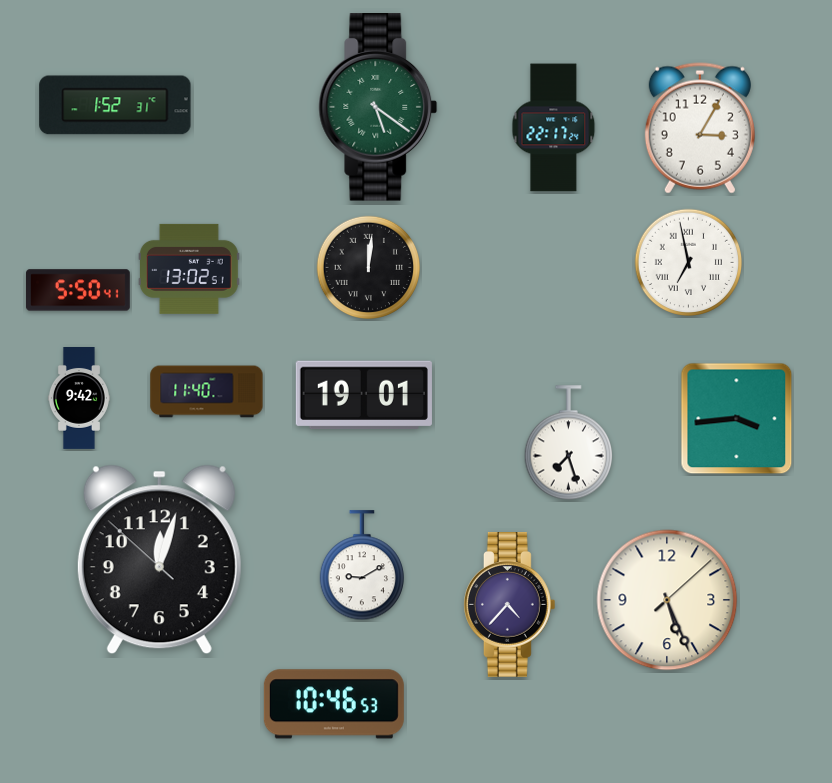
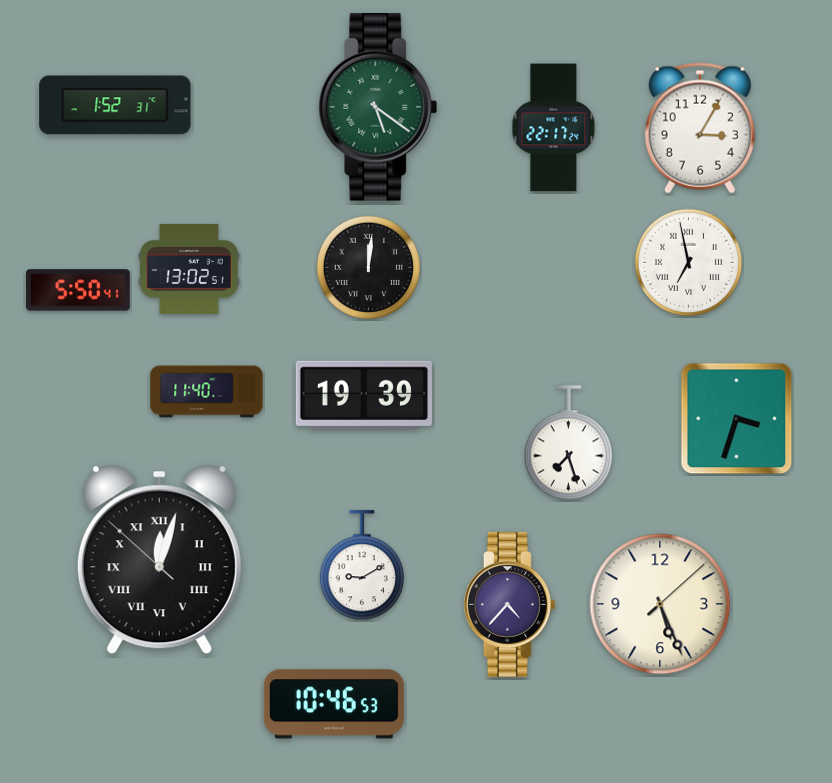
clock at (364, 395): 19:01 -> 19:39
clock at (79, 399): 9:42 -> none
clock at (737, 419): 3:44 -> 3:33
clock at (159, 560) numerals: Arabic -> Roman
clock at (667, 600) position: (667, 600) -> (660, 604)
